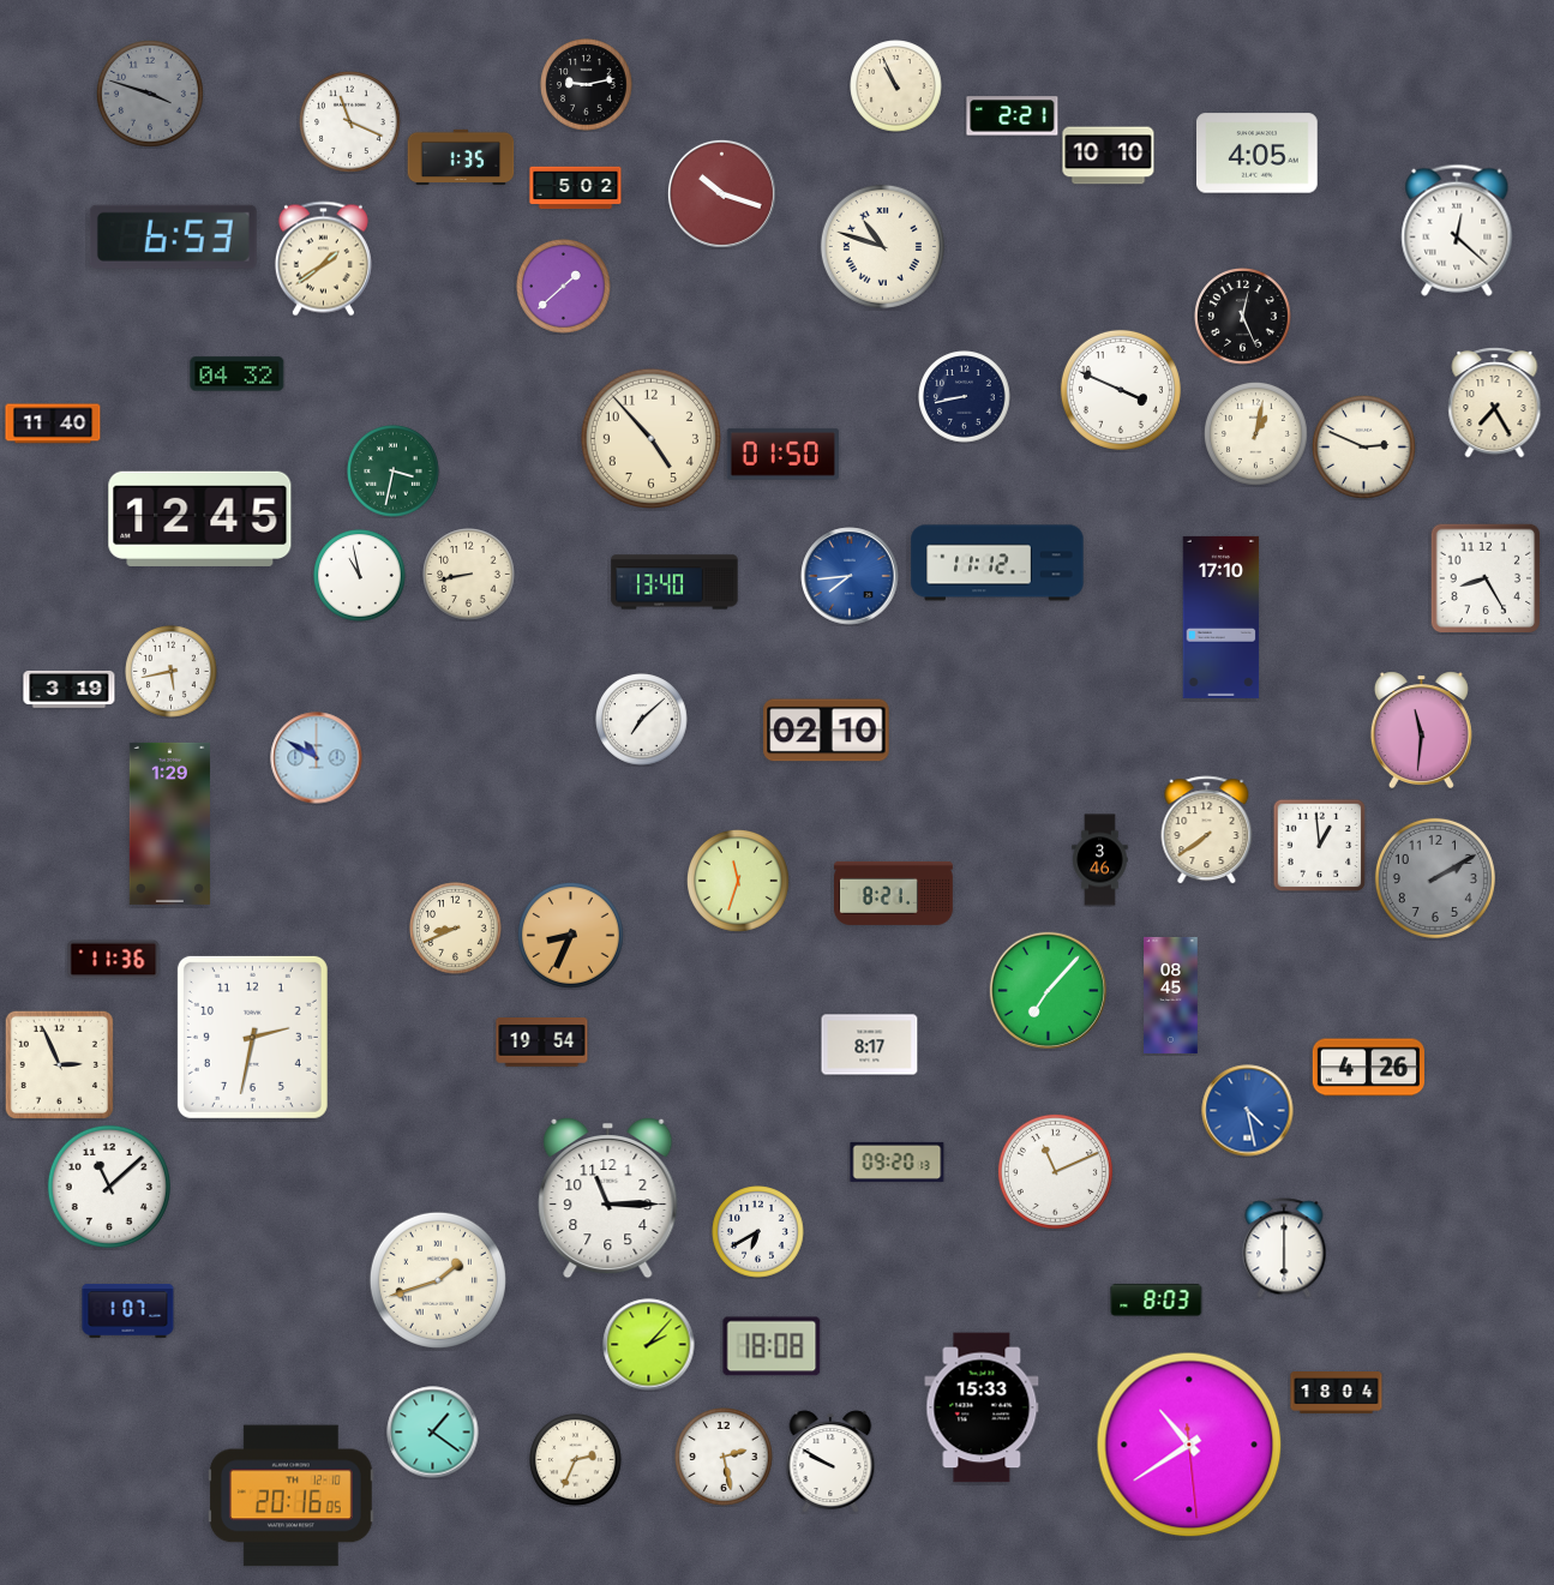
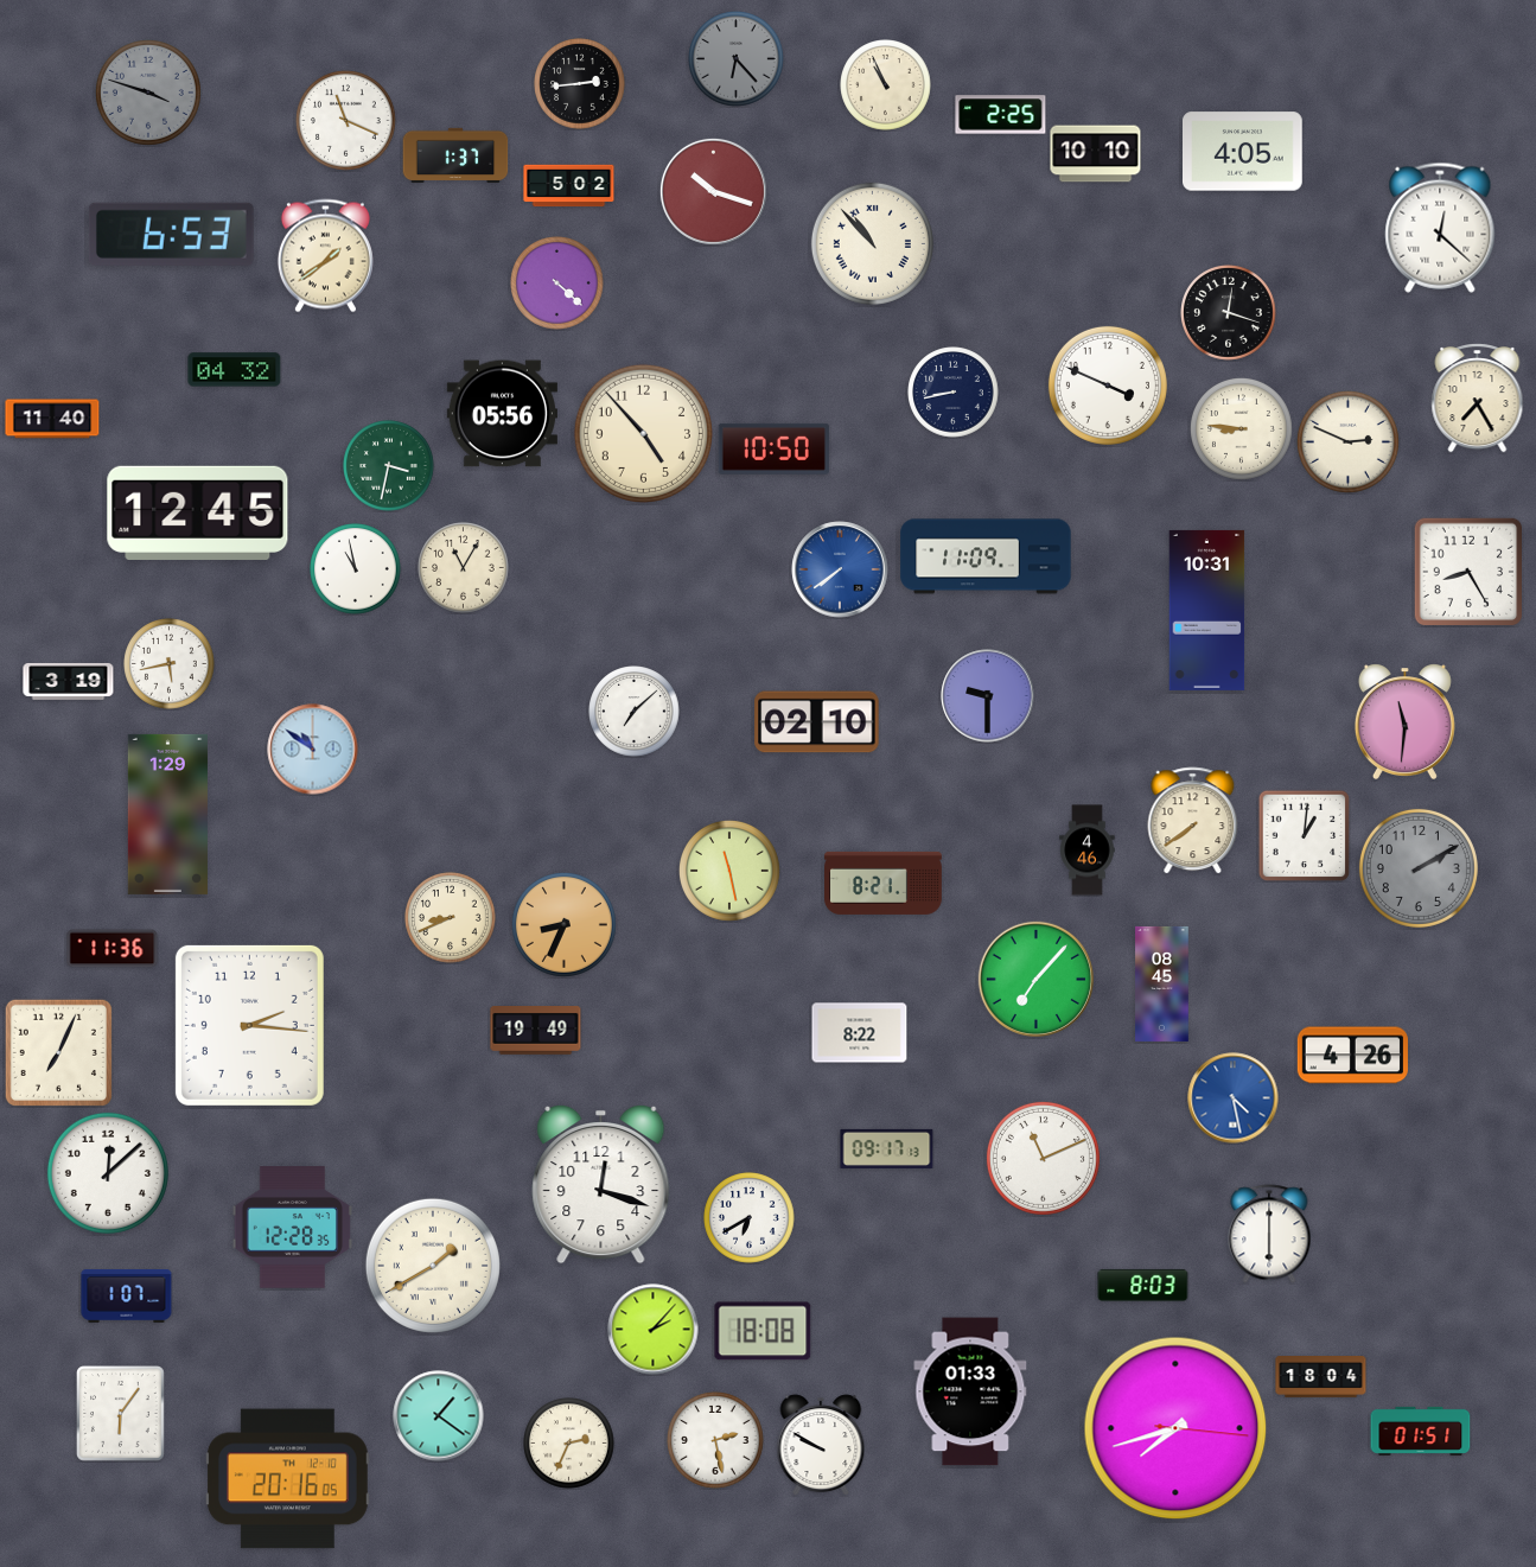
clock at (737, 59): none -> 6:23
clock at (587, 85): 9:13 -> 2:44
clock at (1013, 116): 2:21 -> 2:25
clock at (461, 156): 1:35 -> 1:37
clock at (882, 246): 10:48 -> 10:53
clock at (323, 259) position: (323, 259) -> (325, 256)
clock at (564, 287): 1:38 -> 4:22
clock at (1243, 317): 12:26 -> 12:18
clock at (502, 414): none -> 05:56
clock at (1255, 433): 1:02 -> 8:46
clock at (782, 454): 01:50 -> 10:50
clock at (997, 563): 11:12 -> 11:09
clock at (469, 575): 8:43 -> 11:05
clock at (850, 576): 7:44 -> 7:39
clock at (674, 582): 13:40 -> none
clock at (1222, 617): 17:10 -> 10:31
clock at (988, 696): none -> 9:30
clock at (317, 758): 10:50 -> 10:51
clock at (1319, 845): 12:59 -> 1:01
clock at (1100, 860): 3:46 -> 4:46
clock at (738, 881): 11:33 -> 11:28
clock at (1171, 995) position: (1171, 995) -> (1162, 983)
clock at (252, 1037): 2:32 -> 2:16
clock at (542, 1043): 19:54 -> 19:49
clock at (870, 1045): 8:17 -> 8:22
clock at (59, 1064): 2:56 -> 7:04
clock at (898, 1161): 09:20 -> 09:17
clock at (109, 1187): 11:08 -> 12:08
clock at (608, 1197): 11:15 -> 12:18
clock at (292, 1228): none -> 12:28
clock at (438, 1280): 1:42 -> 1:40
clock at (649, 1345) position: (649, 1345) -> (654, 1330)
clock at (982, 1407): 15:33 -> 01:33
clock at (121, 1414): none -> 6:06
clock at (433, 1433) position: (433, 1433) -> (439, 1416)
clock at (1189, 1445): 10:39 -> 7:42
clock at (1421, 1431): none -> 01:51
